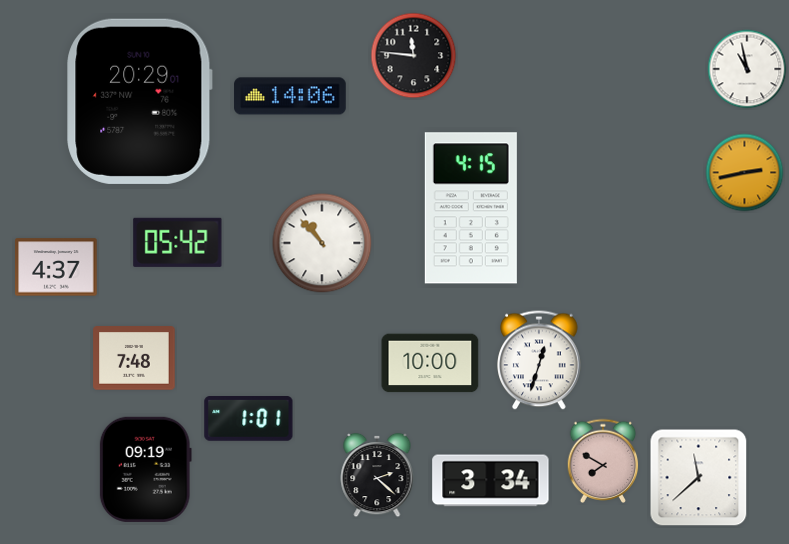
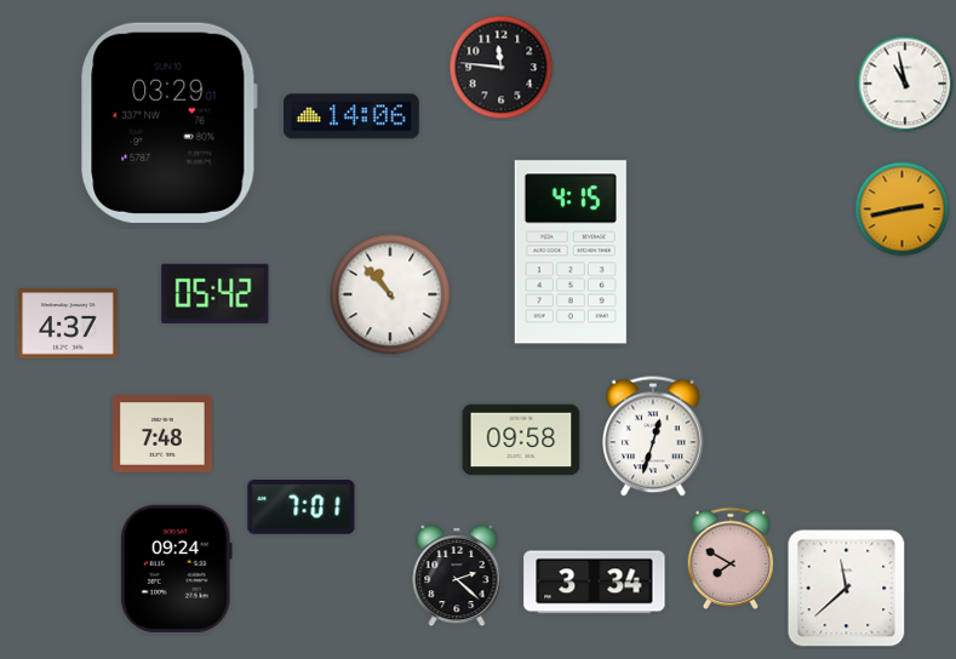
clock at (140, 101): 20:29 -> 03:29
clock at (430, 363): 10:00 -> 09:58
clock at (249, 419): 1:01 -> 7:01
clock at (145, 469): 09:19 -> 09:24
clock at (699, 478) position: (699, 478) -> (847, 589)
